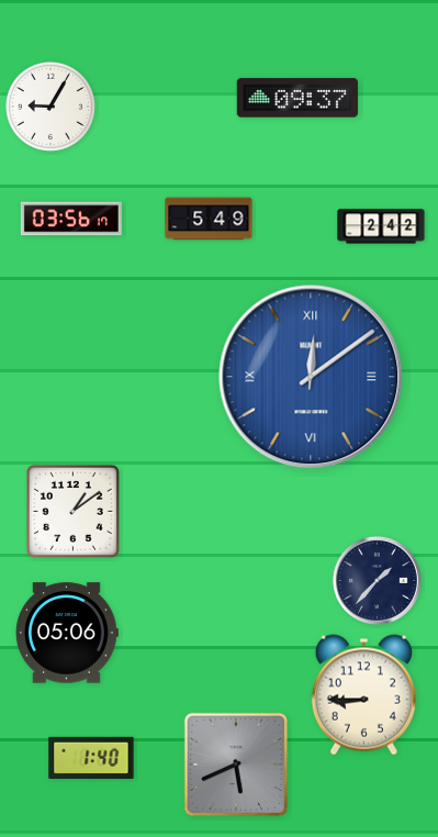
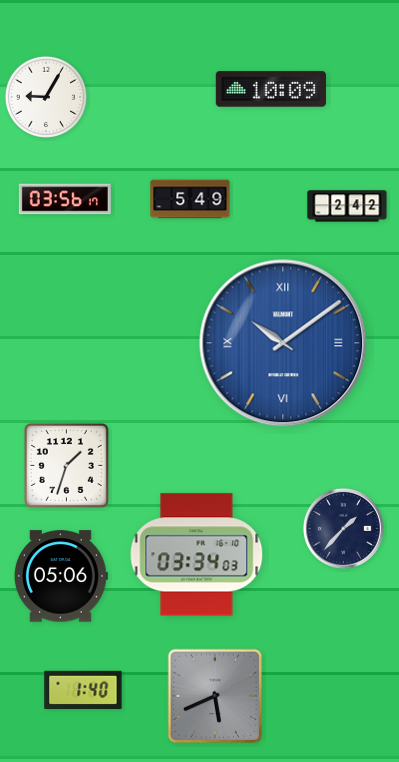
clock at (297, 98): 09:37 -> 10:09
clock at (311, 377): 12:09 -> 10:09
clock at (72, 511): 1:09 -> 1:33
clock at (197, 555): none -> 03:34
clock at (363, 695): 8:45 -> none
